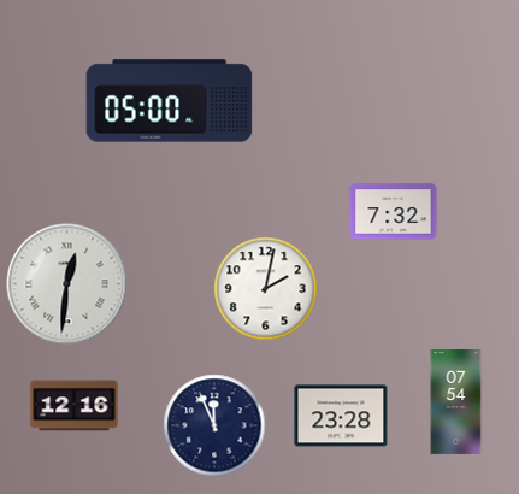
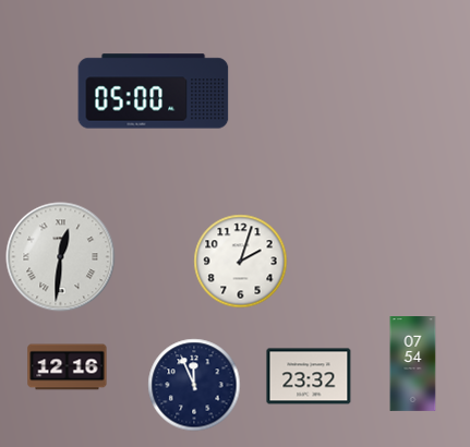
clock at (394, 212): 7:32 -> none
clock at (266, 289): 2:02 -> 2:03
clock at (341, 416): 23:28 -> 23:32
